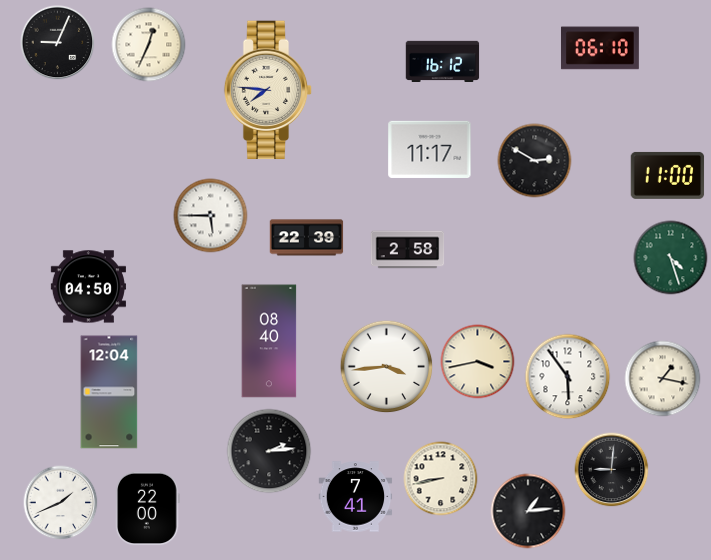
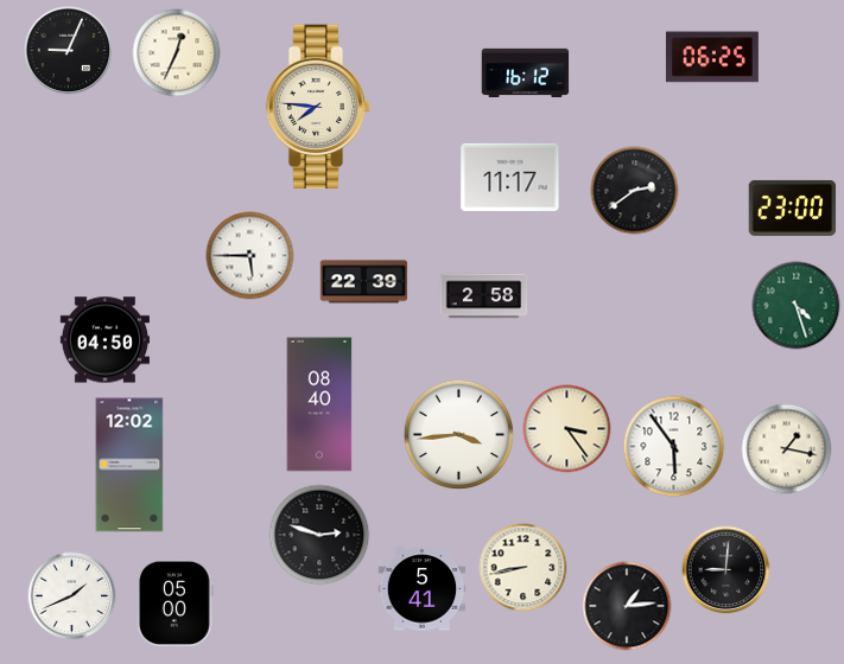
clock at (600, 48): 06:10 -> 06:25
clock at (535, 161): 2:50 -> 2:39
clock at (668, 175): 11:00 -> 23:00
clock at (478, 362): 3:43 -> 3:24
clock at (109, 392): 12:04 -> 12:02
clock at (269, 451): 2:14 -> 2:48
clock at (612, 470) position: (612, 470) -> (726, 570)
clock at (356, 497): 7:41 -> 5:41
clock at (148, 509): 22:00 -> 05:00
